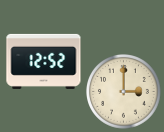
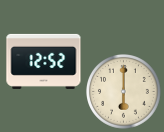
clock at (124, 92): 3:00 -> 6:00
